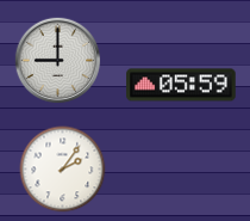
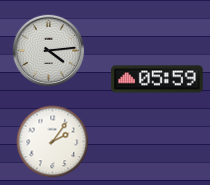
clock at (58, 61): 9:00 -> 4:14
clock at (181, 85) position: (181, 85) -> (157, 79)
